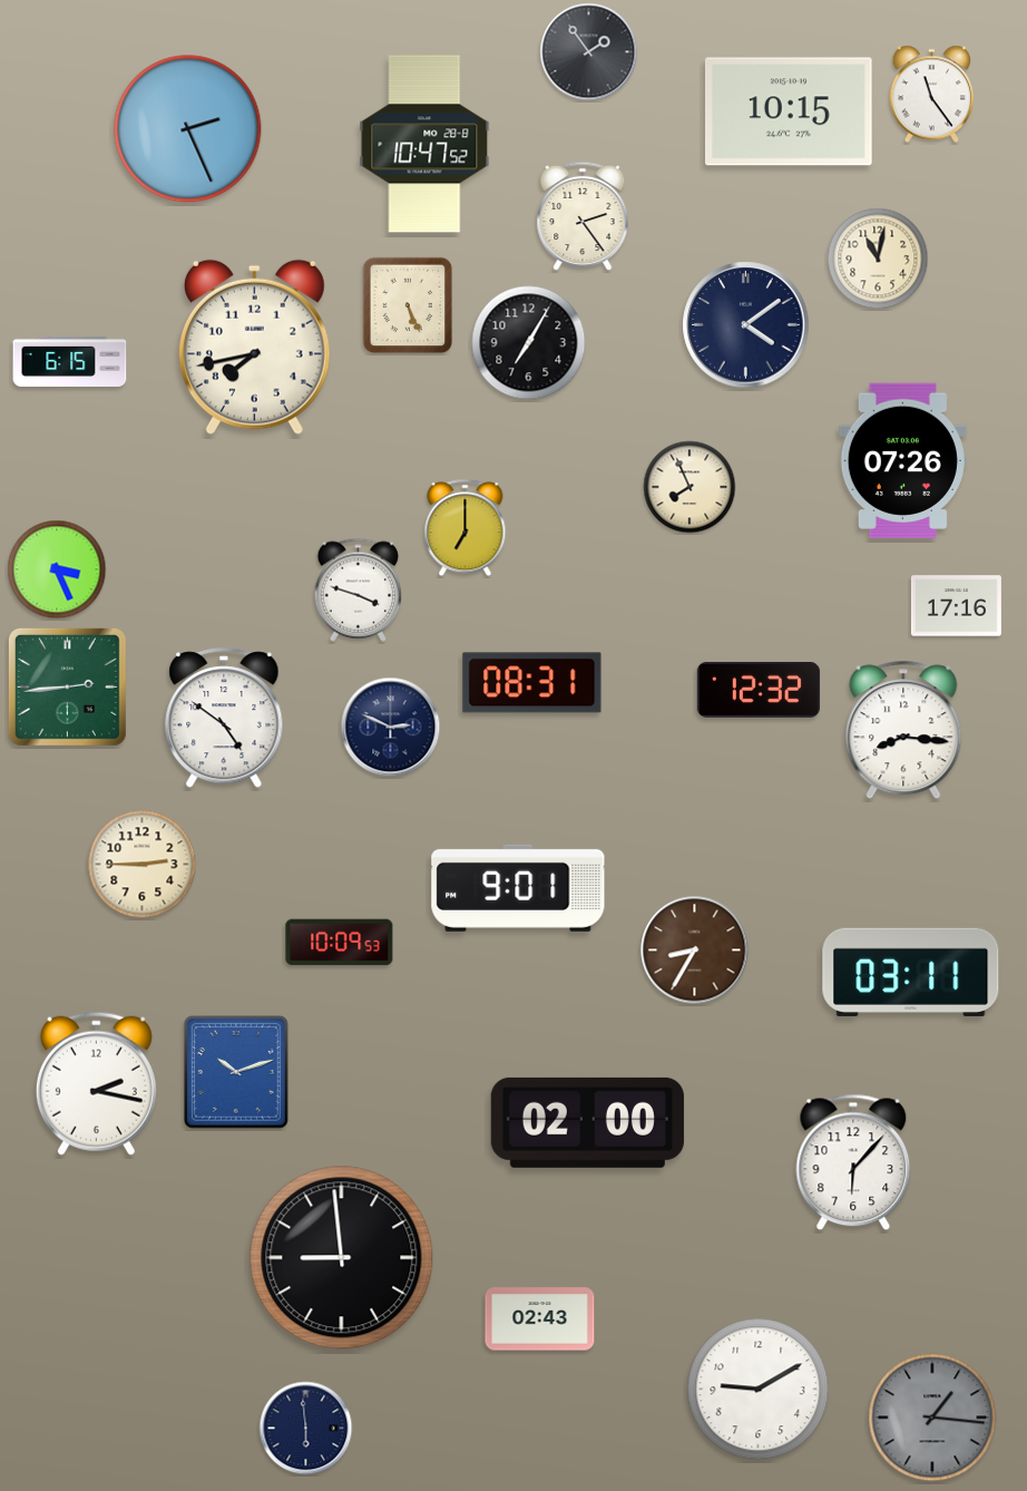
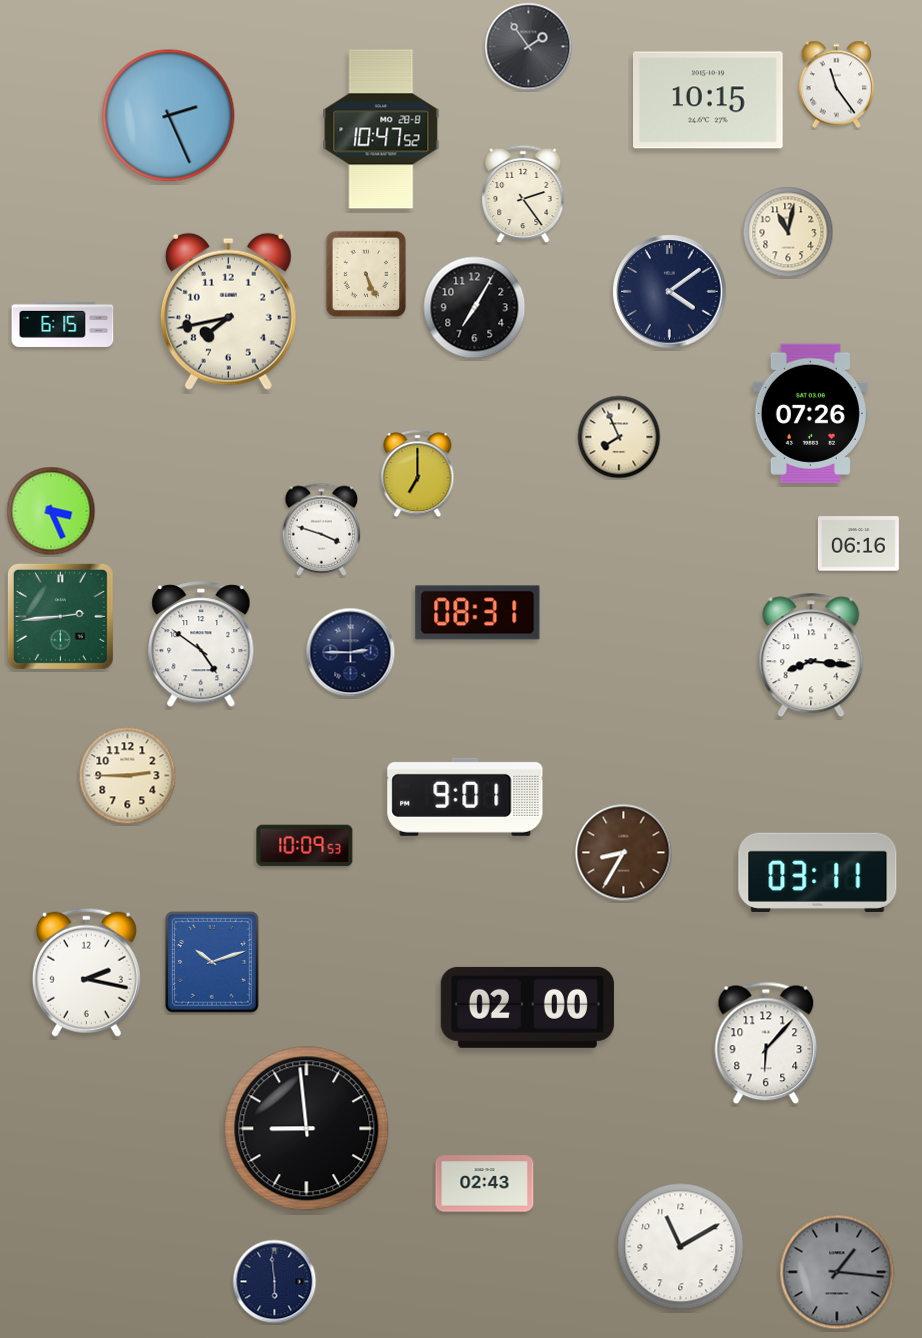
clock at (956, 606): 17:16 -> 06:16
clock at (759, 690): 12:32 -> none
clock at (391, 728): 2:49 -> 2:45
clock at (759, 1390): 9:10 -> 11:10
